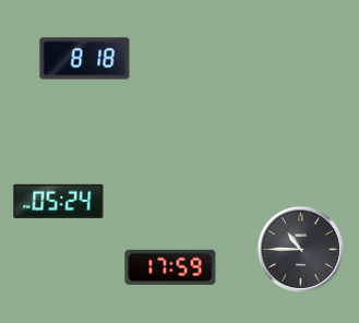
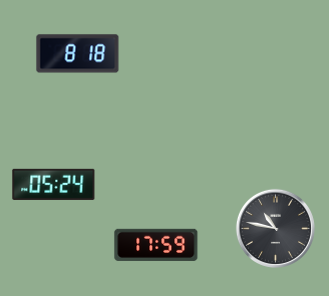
clock at (300, 249): 10:45 -> 10:47
